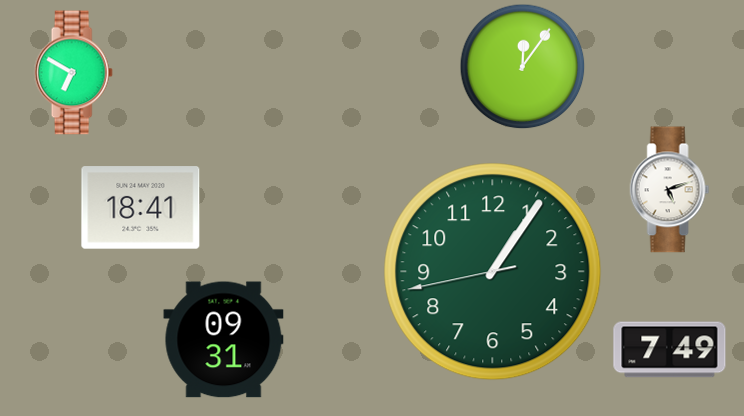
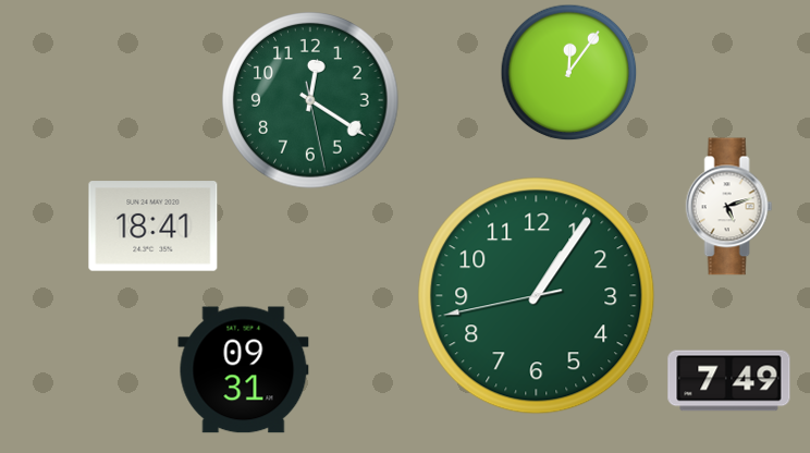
clock at (73, 73): 6:50 -> none
clock at (310, 100): none -> 12:20
